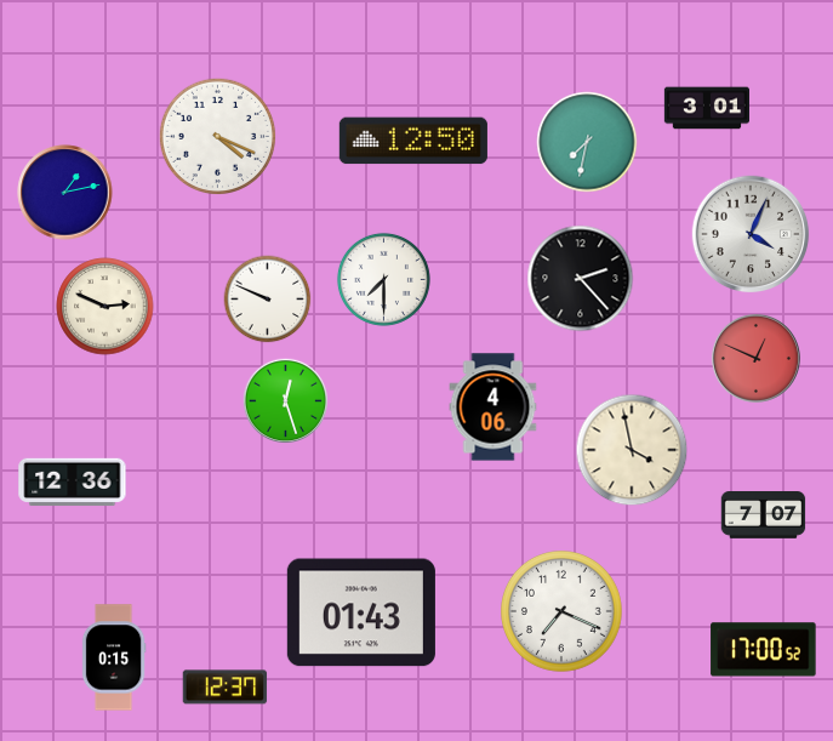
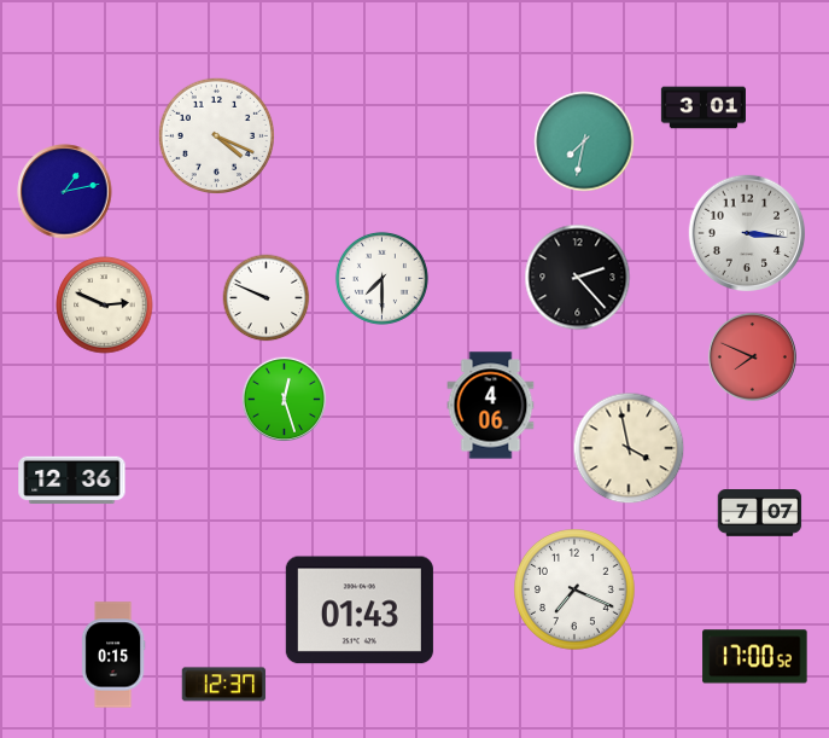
clock at (413, 141): 12:50 -> none
clock at (751, 234): 4:04 -> 3:16
clock at (755, 358): 12:49 -> 7:49
clock at (563, 612) position: (563, 612) -> (576, 591)
clock at (764, 650) position: (764, 650) -> (755, 657)
